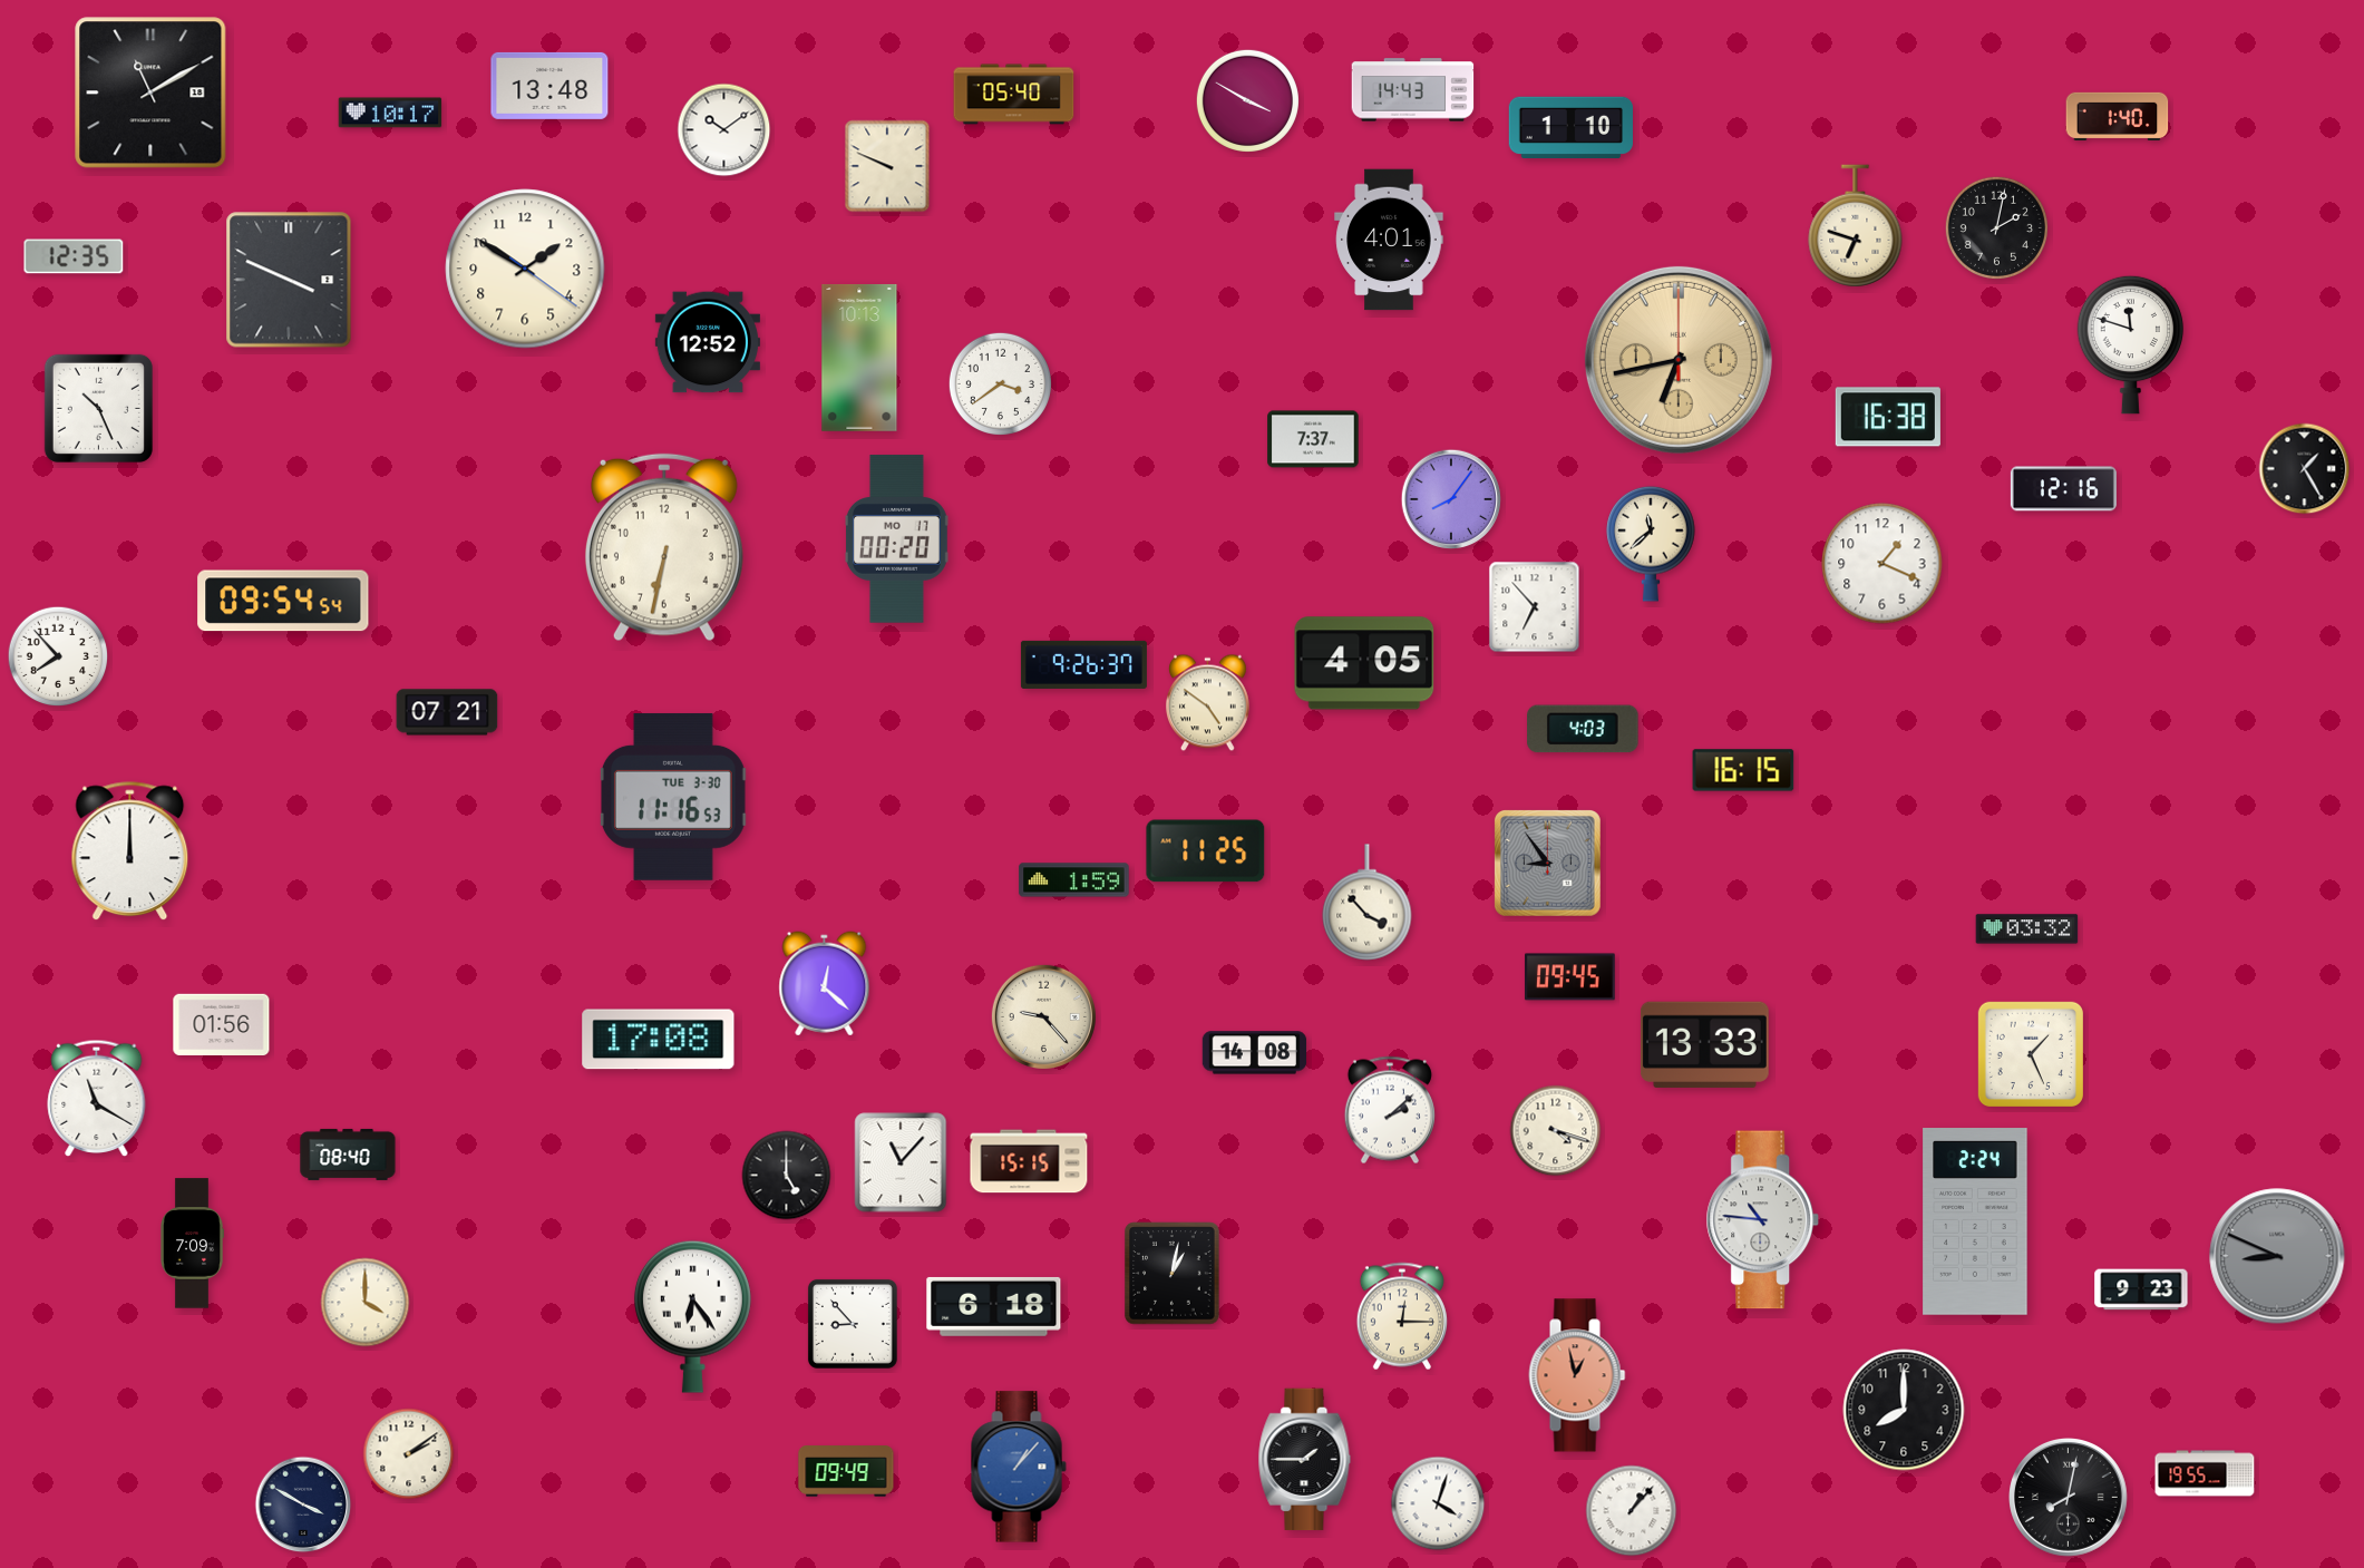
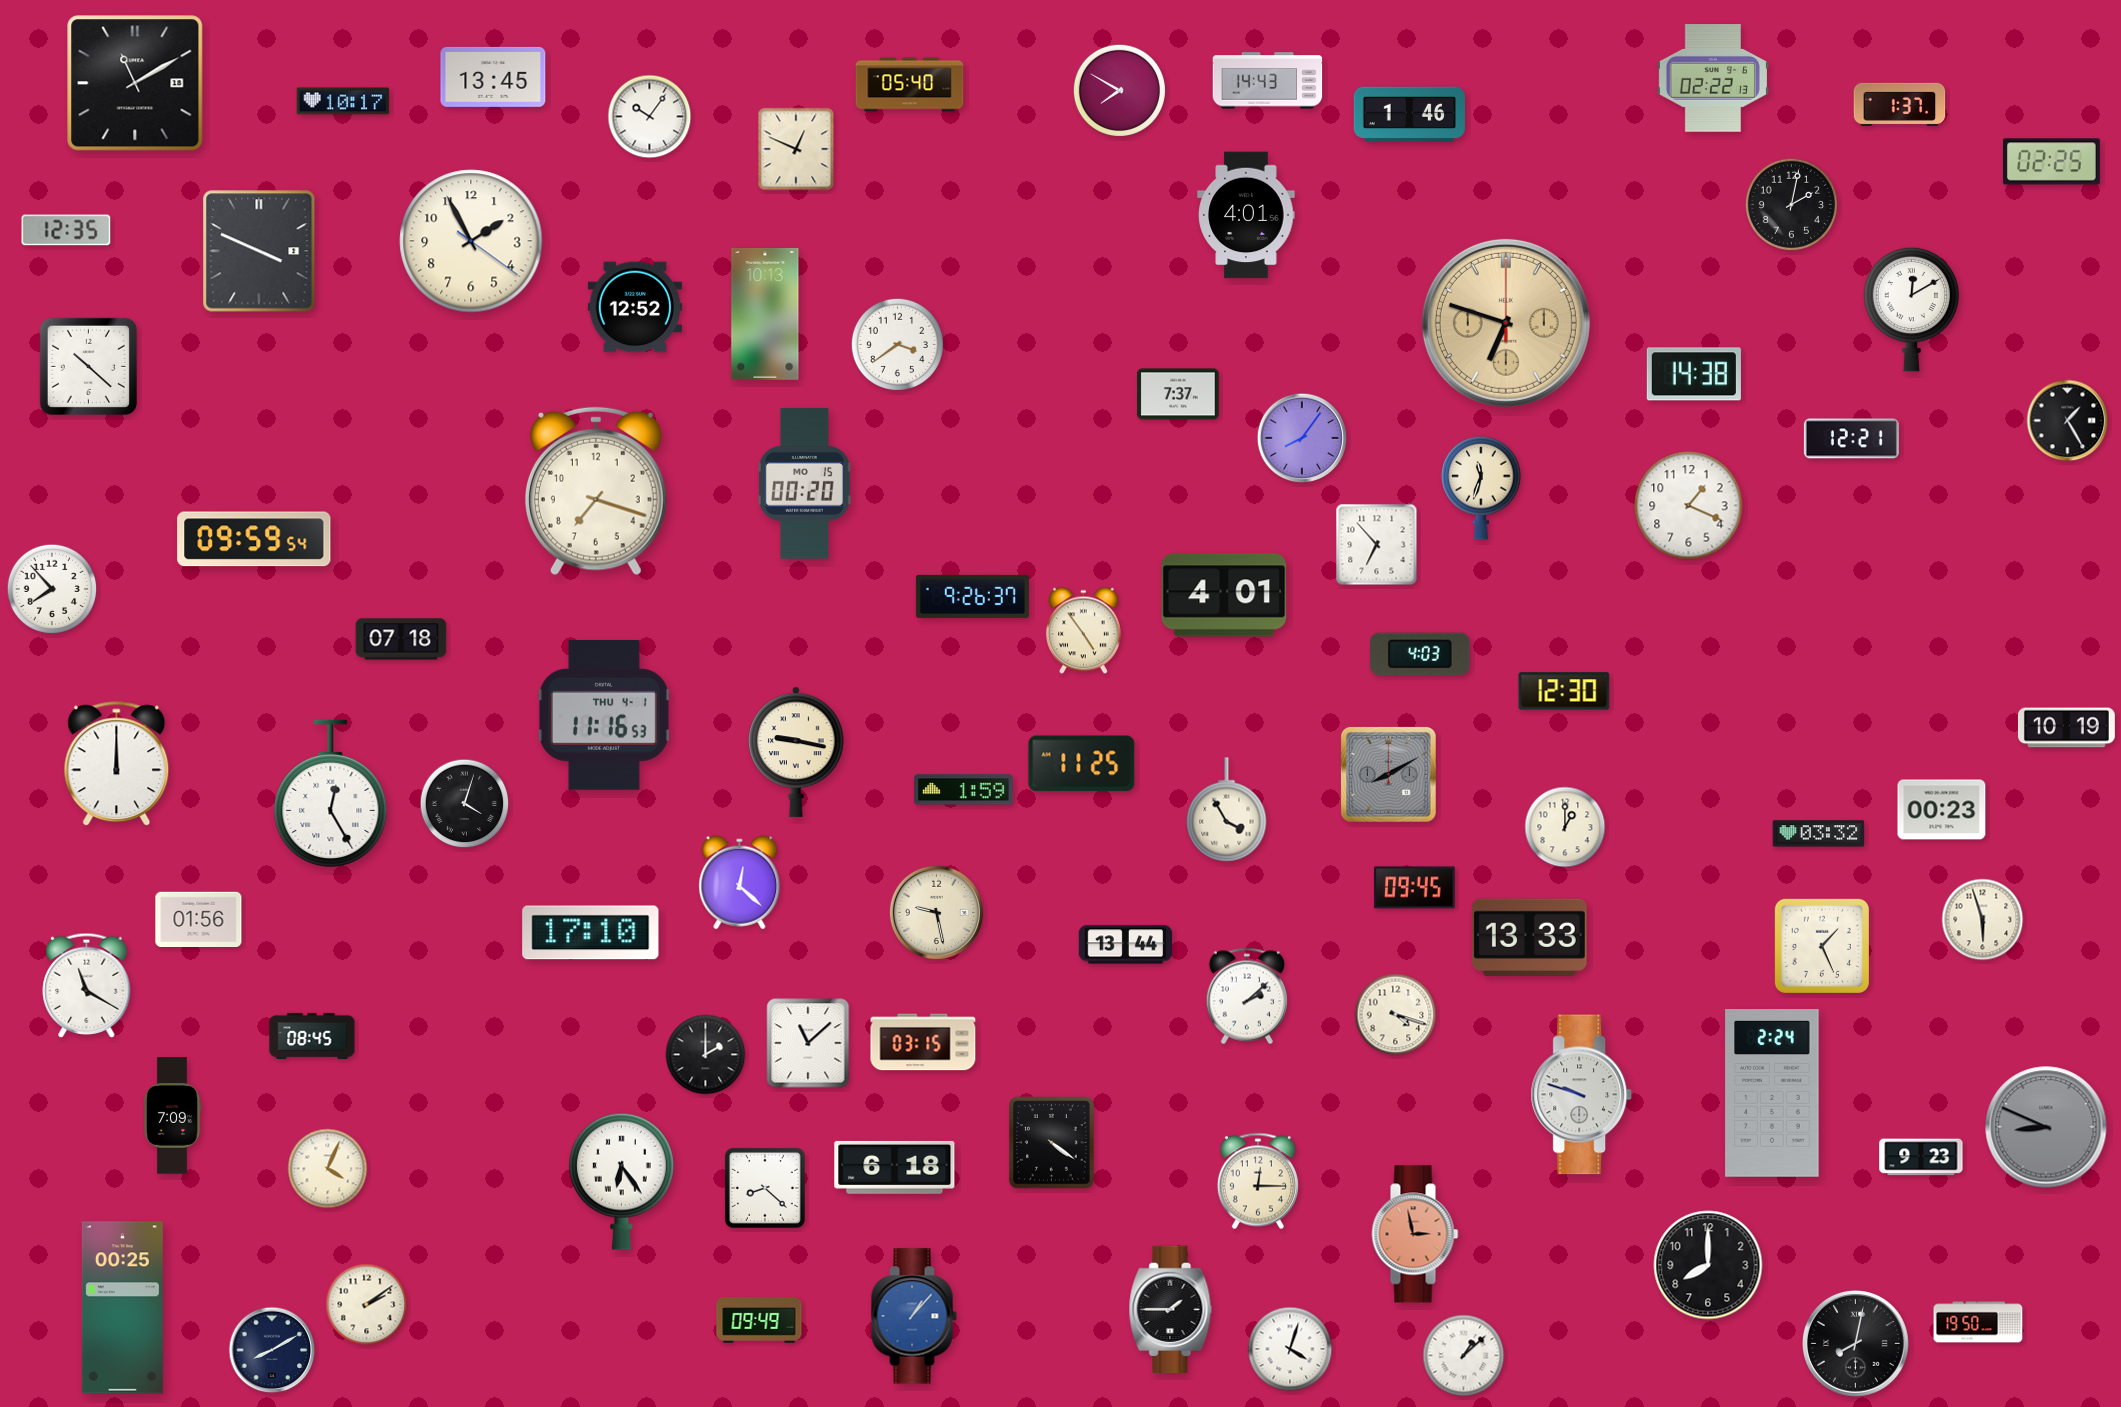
clock at (549, 86): 13:48 -> 13:45
clock at (1713, 79): none -> 02:22
clock at (1247, 100): 3:50 -> 7:50
clock at (390, 113) position: (390, 113) -> (343, 101)
clock at (2118, 116): 1:40 -> 1:37
clock at (1570, 127): 1:10 -> 1:46
clock at (724, 130): 10:09 -> 10:06
clock at (887, 166): 9:49 -> 12:49
clock at (2051, 162): none -> 02:25
clock at (1856, 226): 6:48 -> none
clock at (525, 269): 1:50 -> 1:55
clock at (2131, 344): 11:48 -> 12:10
clock at (859, 358) position: (859, 358) -> (765, 314)
clock at (1679, 360): 6:43 -> 6:48
clock at (98, 408): 10:26 -> 10:22
clock at (1888, 417): 16:38 -> 14:38
clock at (2063, 489): 12:16 -> 12:21
clock at (1451, 499) position: (1451, 499) -> (1302, 438)
clock at (896, 539) date: MO 17 -> MO 15
clock at (1651, 544): 11:38 -> 11:33
clock at (664, 547): 6:32 -> 7:18
clock at (283, 601): 09:54 -> 09:59
clock at (1364, 663): 4:05 -> 4:01
clock at (1208, 703): 4:51 -> 4:54
clock at (447, 712): 07:21 -> 07:18
clock at (1743, 770): 16:15 -> 12:30
clock at (673, 797) date: TUE 3-30 -> THU 4-1
clock at (2066, 728): none -> 10:19
clock at (796, 752): none -> 9:17
clock at (1547, 863): 8:54 -> 8:10
clock at (331, 794): none -> 12:25
clock at (465, 804): none -> 4:03
clock at (1368, 903): 3:53 -> 3:55
clock at (1942, 810): none -> 00:23
clock at (1565, 827): none -> 1:00
clock at (1570, 977) position: (1570, 977) -> (1415, 888)
clock at (1043, 1016): 9:23 -> 9:28
clock at (1983, 920): none -> 5:57
clock at (659, 1040): 17:08 -> 17:10
clock at (1255, 1053): 14:08 -> 13:44
clock at (348, 1155): 08:40 -> 08:45
clock at (1029, 1161): 15:15 -> 03:15
clock at (901, 1162): 11:07 -> 11:08
clock at (787, 1176): 5:00 -> 2:00
clock at (1763, 1220): 10:46 -> 9:48
clock at (1975, 1221) position: (1975, 1221) -> (1772, 1093)
clock at (2277, 1256) position: (2277, 1256) -> (2046, 1127)
clock at (1173, 1274): 1:02 -> 4:21
clock at (366, 1303): 4:00 -> 4:04
clock at (994, 1306) position: (994, 1306) -> (895, 1167)
clock at (853, 1324): 8:53 -> 8:22
clock at (1577, 1375): 12:58 -> 2:58
clock at (122, 1308): none -> 00:25
clock at (2205, 1473): 19:55 -> 19:50
clock at (303, 1504): 3:50 -> 8:10
clock at (1632, 1511): 1:07 -> 1:08
